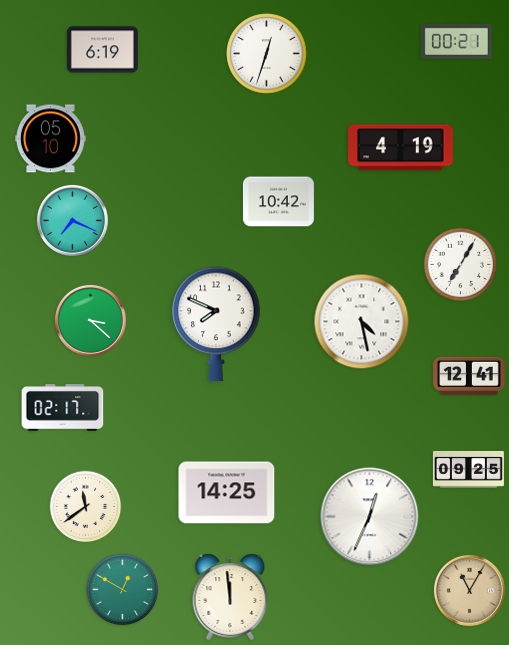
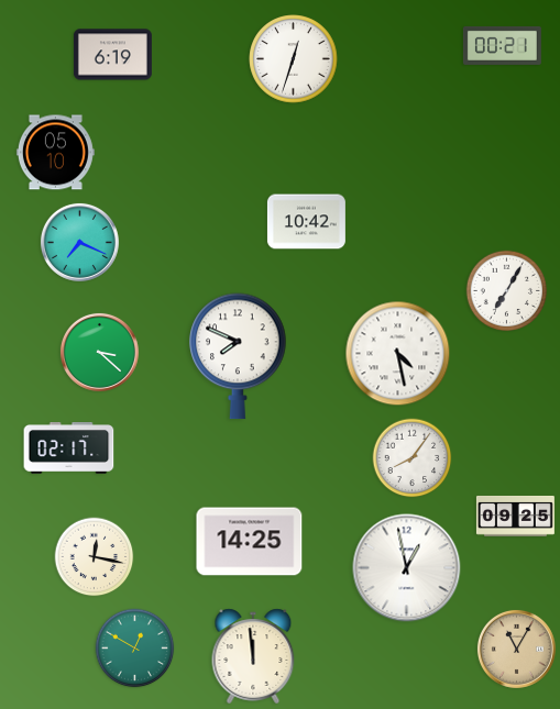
clock at (401, 148): 4:19 -> none
clock at (470, 376): 12:41 -> none
clock at (413, 458): none -> 8:06
clock at (86, 507): 11:39 -> 12:17
clock at (370, 517): 12:34 -> 12:58
